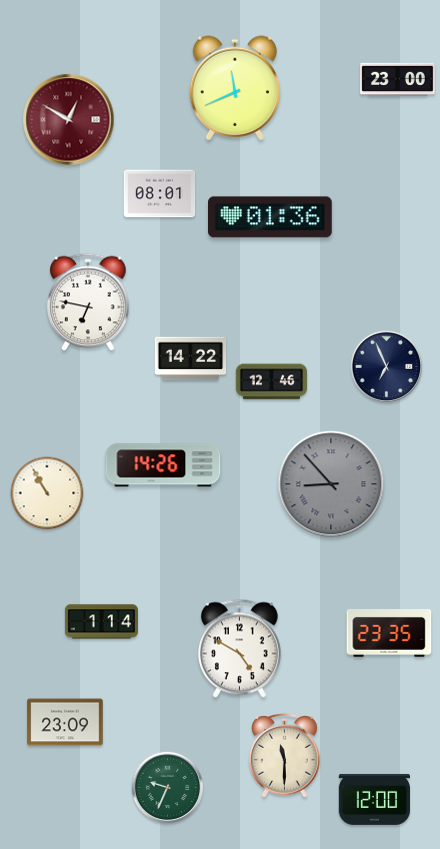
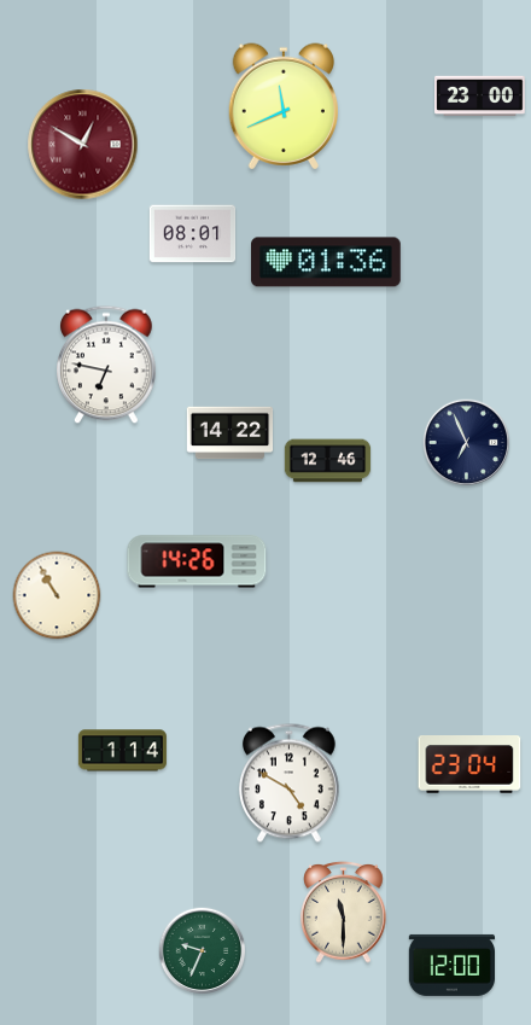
clock at (331, 484): 8:53 -> none
clock at (389, 634): 23:35 -> 23:04
clock at (65, 722): 23:09 -> none
